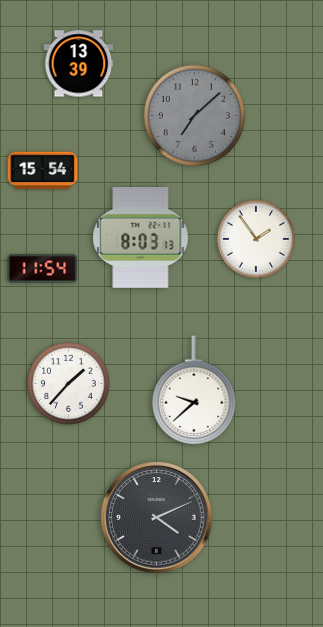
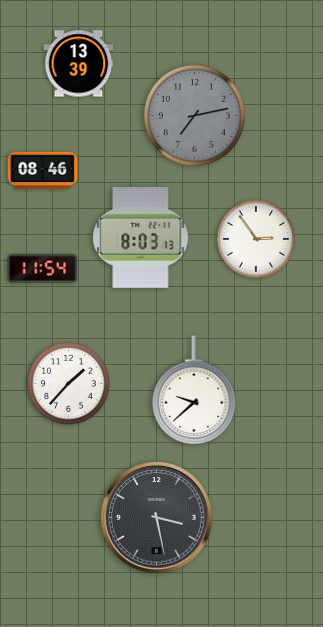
clock at (194, 115): 7:08 -> 7:13
clock at (43, 171): 15:54 -> 08:46
clock at (256, 239): 1:54 -> 2:54
clock at (157, 518): 4:11 -> 3:28
